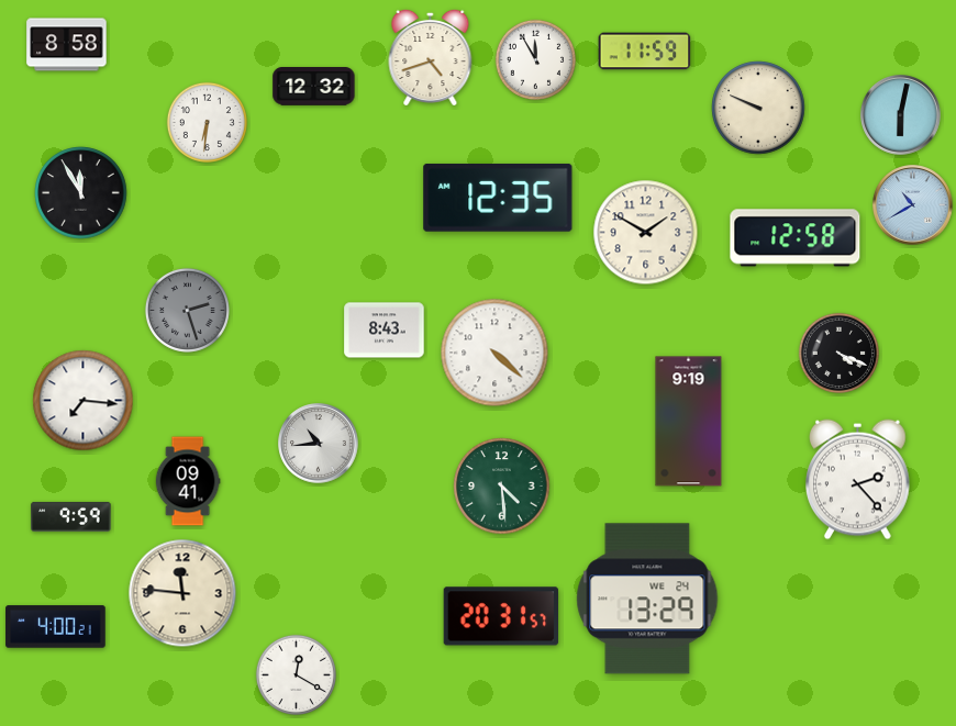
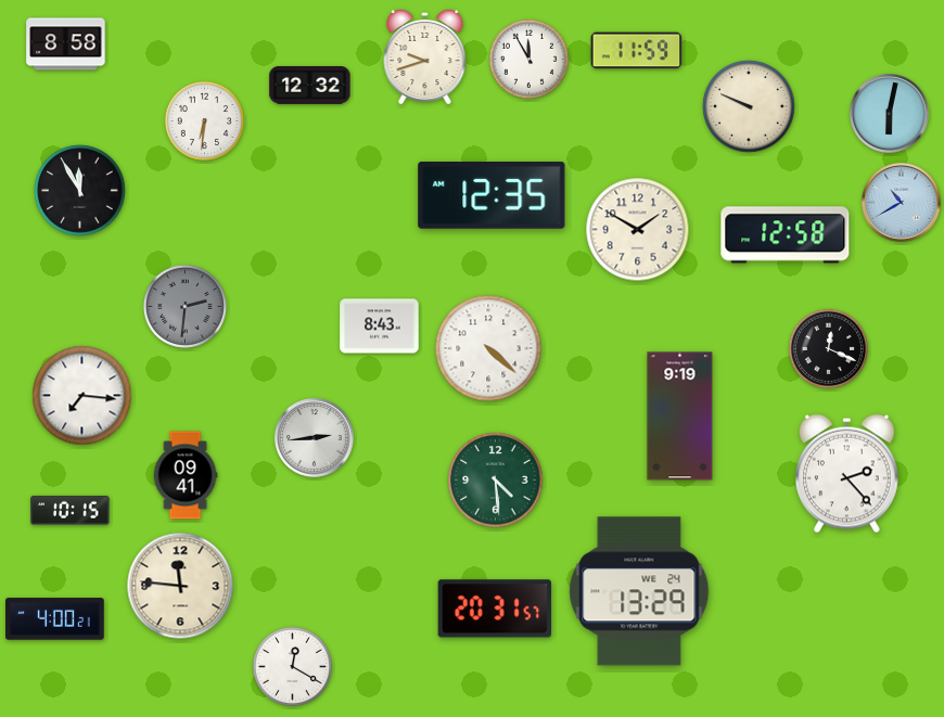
clock at (431, 57): 4:42 -> 9:42
clock at (187, 310): 2:27 -> 2:31
clock at (838, 353): 4:19 -> 12:19
clock at (319, 444): 10:44 -> 2:44
clock at (71, 516): 9:59 -> 10:15
